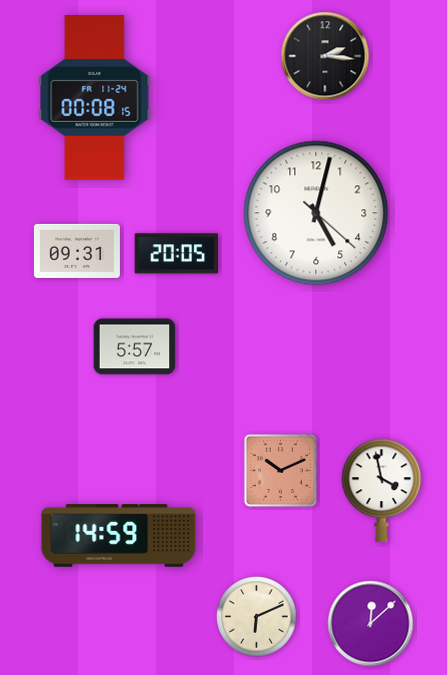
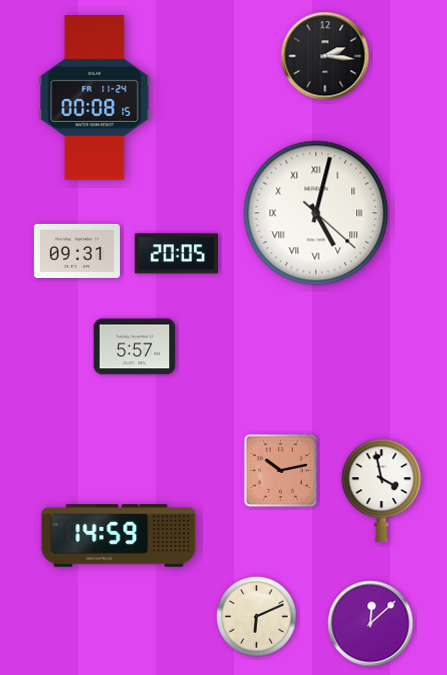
clock at (316, 213) numerals: Arabic -> Roman
clock at (280, 470): 10:11 -> 10:13
